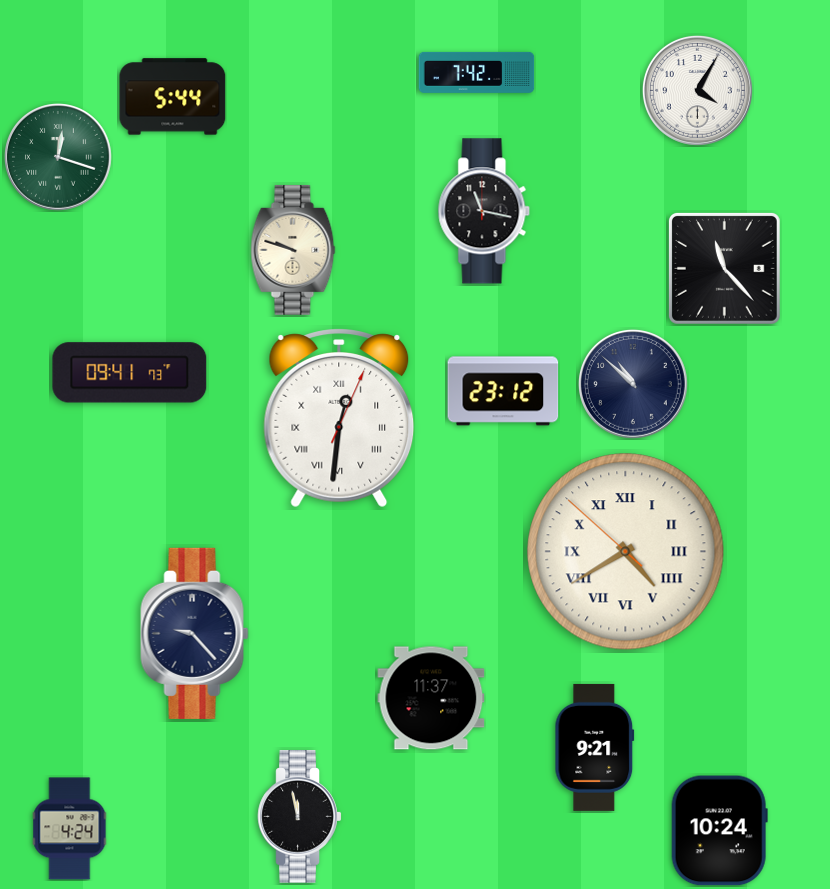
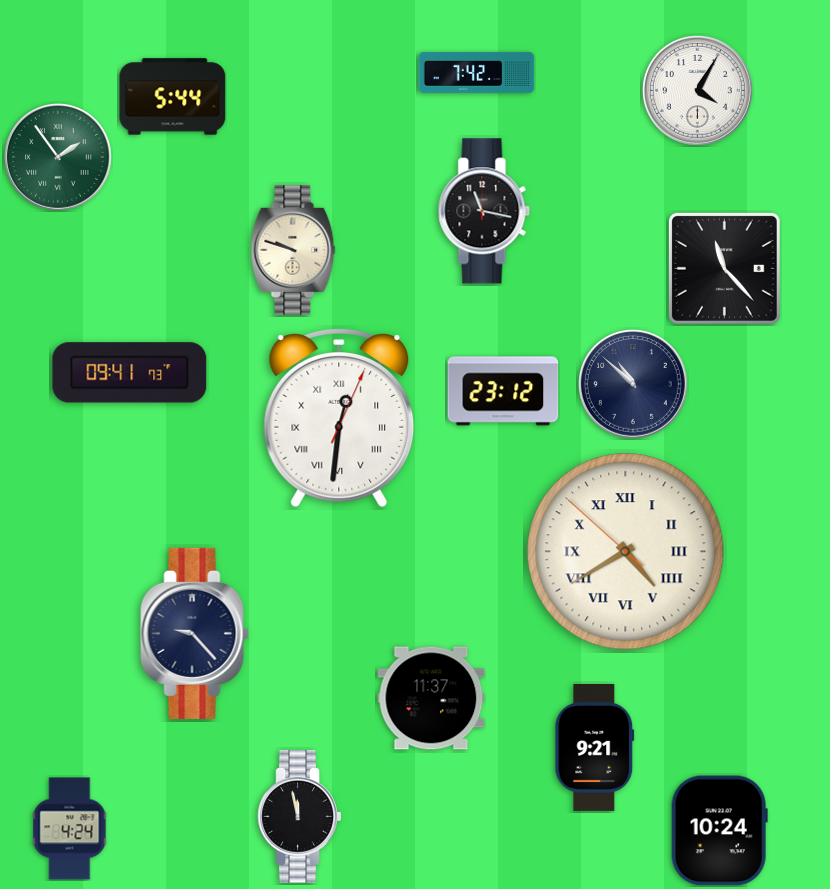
clock at (59, 158): 12:18 -> 1:54
